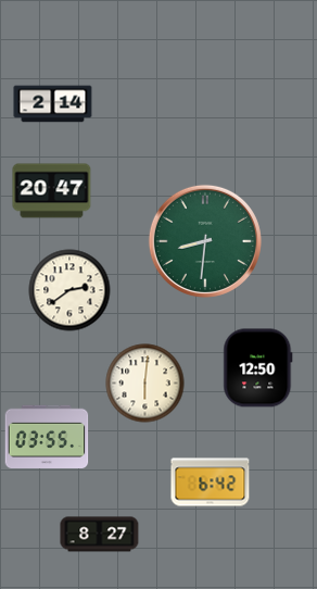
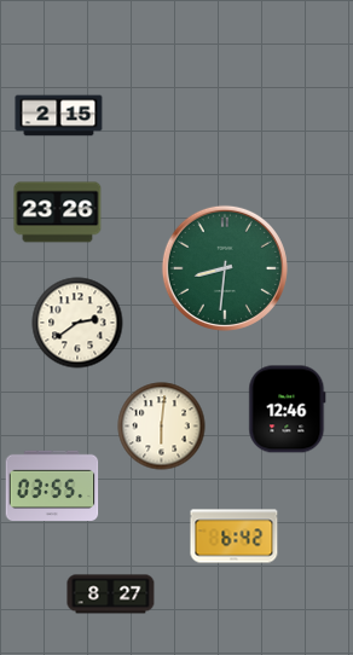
clock at (53, 104): 2:14 -> 2:15
clock at (52, 191): 20:47 -> 23:26
clock at (205, 241) position: (205, 241) -> (225, 268)
clock at (258, 368): 12:50 -> 12:46
